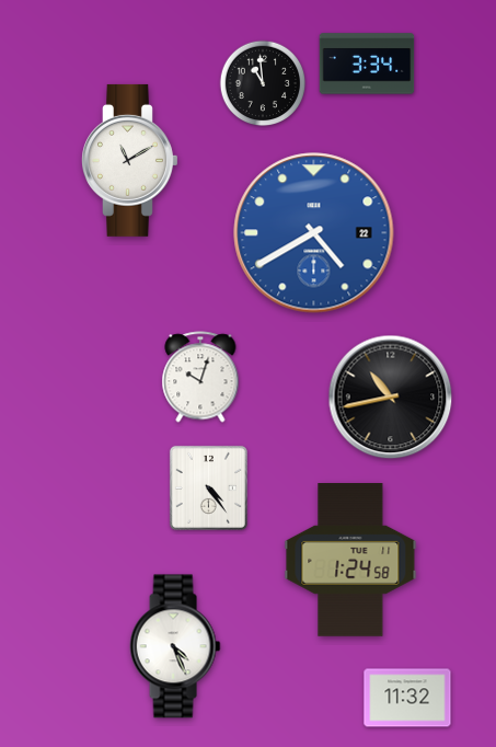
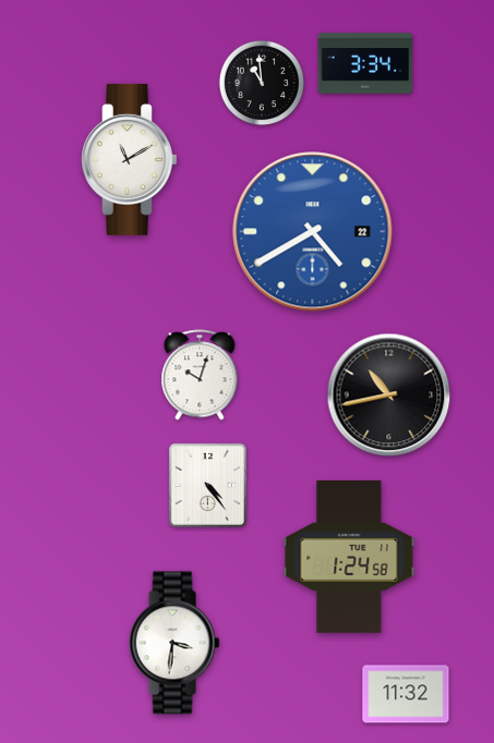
clock at (175, 646): 4:26 -> 3:31
